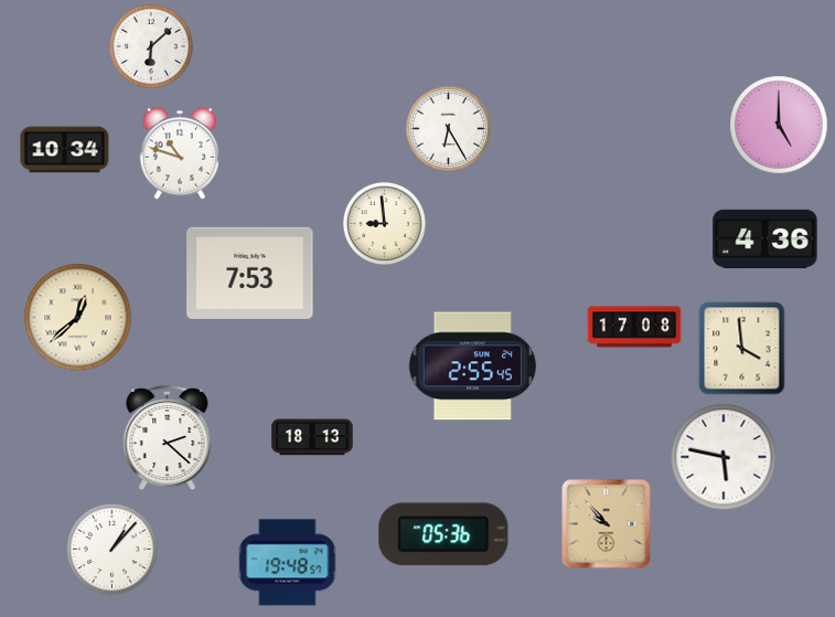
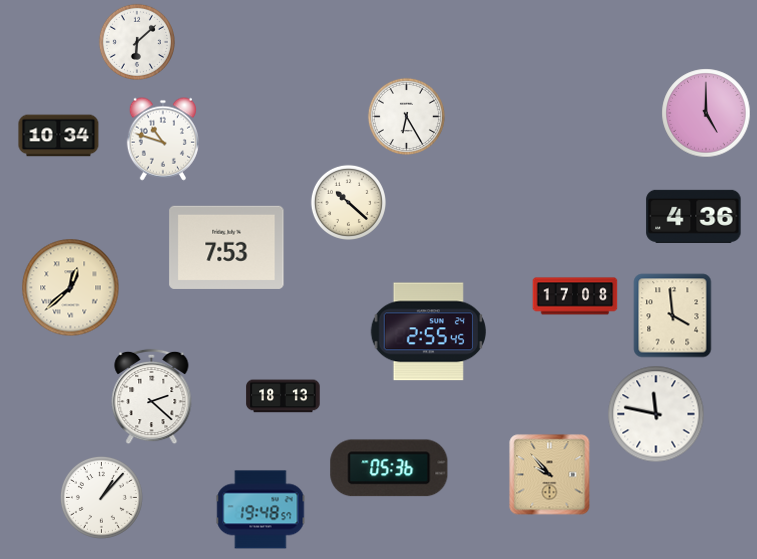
clock at (384, 223): 8:59 -> 10:22
clock at (724, 457): 5:47 -> 11:47
clock at (443, 534) position: (443, 534) -> (389, 468)
